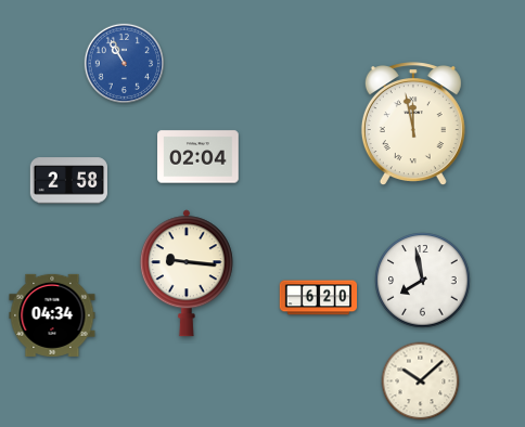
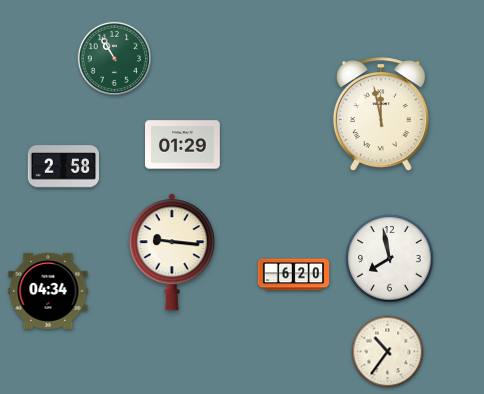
clock at (124, 63) dial: blue -> green
clock at (199, 157): 02:04 -> 01:29
clock at (421, 381): 10:08 -> 10:36
